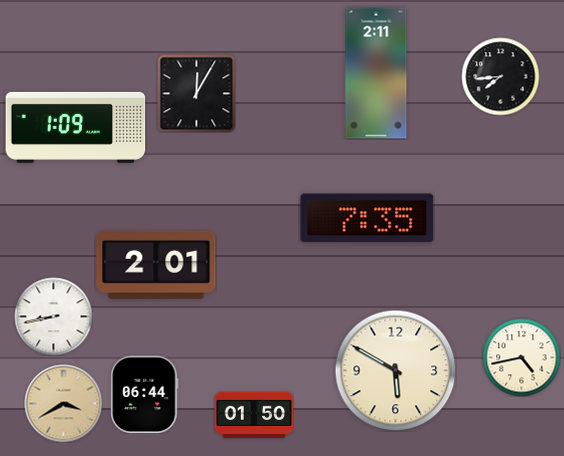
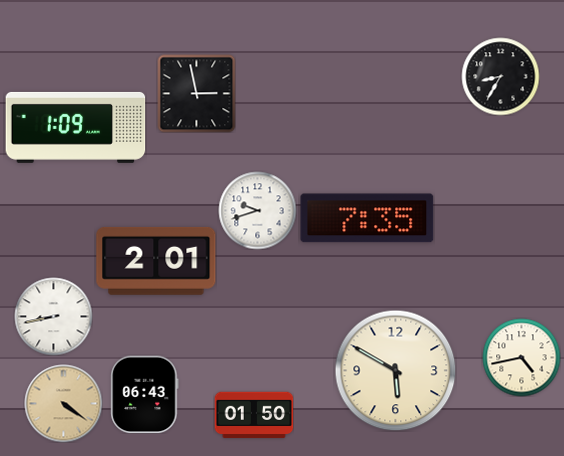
clock at (376, 73): 2:11 -> none
clock at (500, 76): 7:44 -> 8:35
clock at (196, 93): 12:05 -> 2:58
clock at (257, 210): none -> 9:42
clock at (156, 265) position: (156, 265) -> (156, 261)
clock at (145, 394): 06:44 -> 06:43
clock at (63, 403): 3:40 -> 4:21
